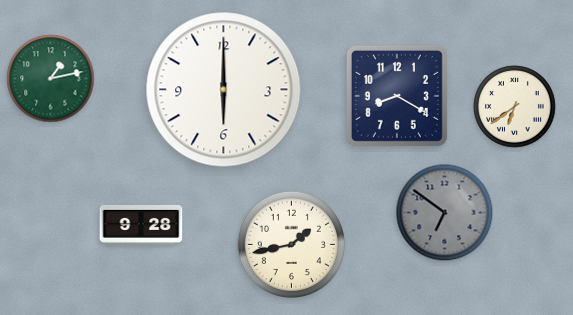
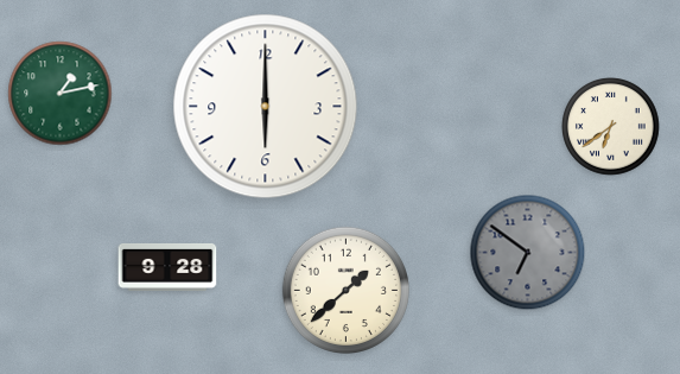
clock at (397, 96): 8:20 -> none
clock at (291, 244): 1:43 -> 1:38
